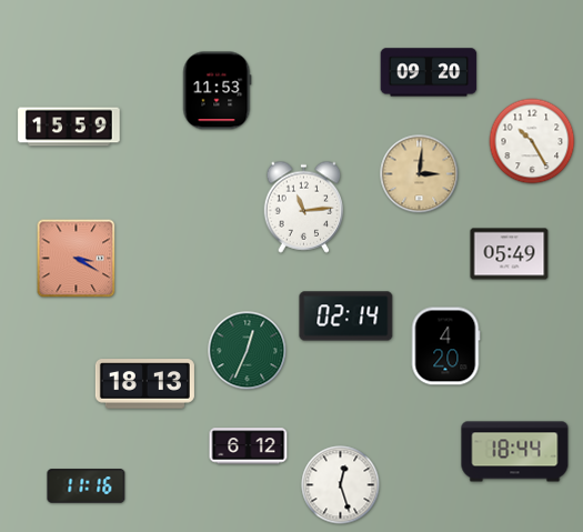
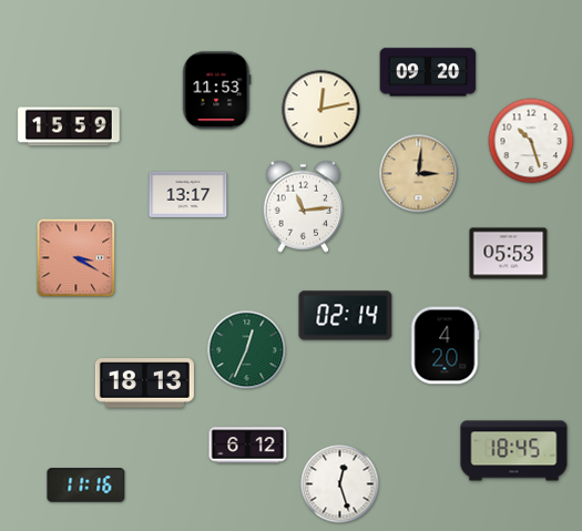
clock at (321, 110): none -> 12:13
clock at (532, 141): 10:25 -> 10:27
clock at (188, 194): none -> 13:17
clock at (510, 254): 05:49 -> 05:53
clock at (515, 452): 18:44 -> 18:45
